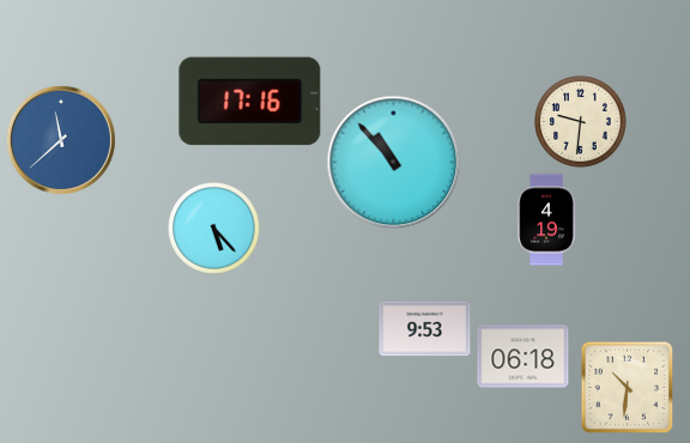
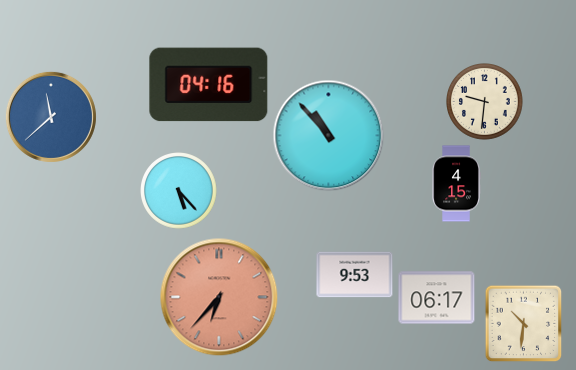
clock at (250, 102): 17:16 -> 04:16
clock at (546, 220): 4:19 -> 4:15
clock at (219, 297): none -> 6:37
clock at (523, 357): 06:18 -> 06:17
